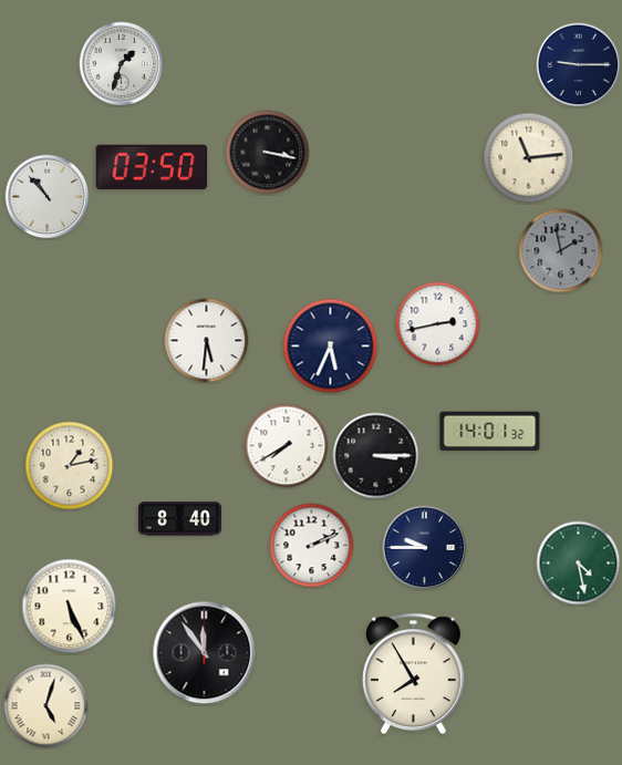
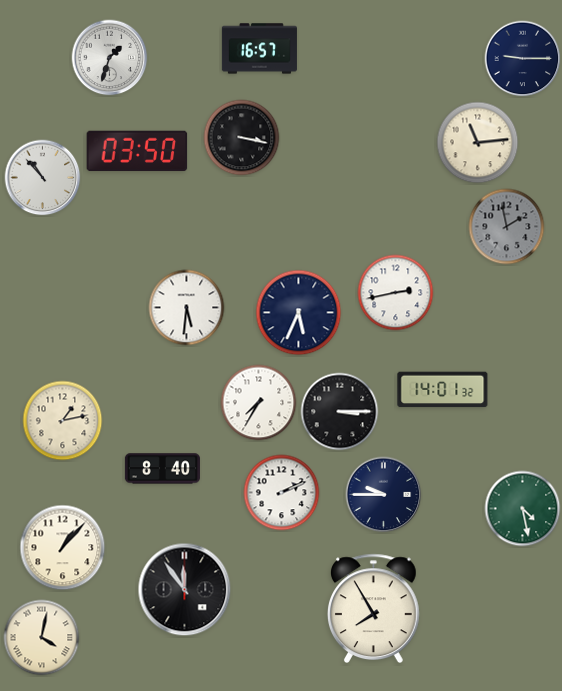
clock at (259, 49): none -> 16:57
clock at (287, 446): 7:40 -> 7:35
clock at (70, 607): 5:26 -> 1:07
clock at (46, 706): 5:03 -> 4:02
